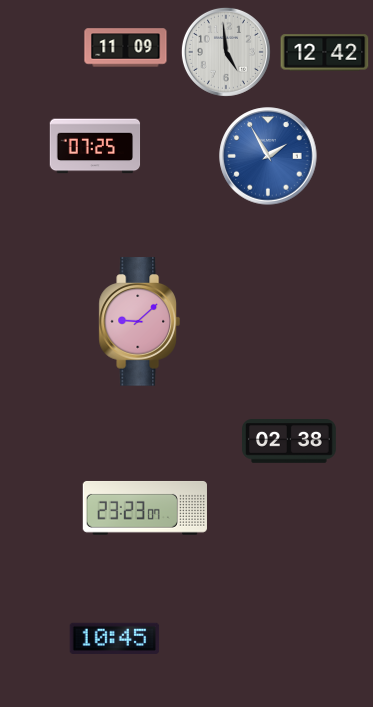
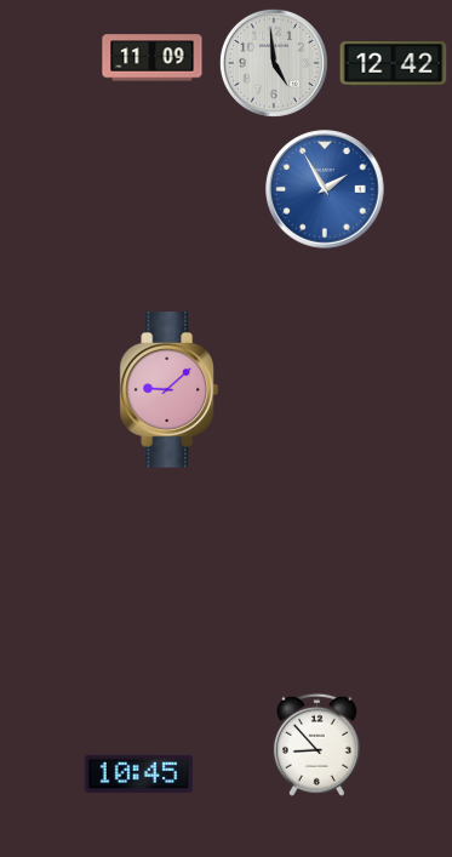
clock at (95, 146): 07:25 -> none
clock at (290, 442): 02:38 -> none
clock at (145, 508): 23:23 -> none
clock at (316, 744): none -> 8:53
